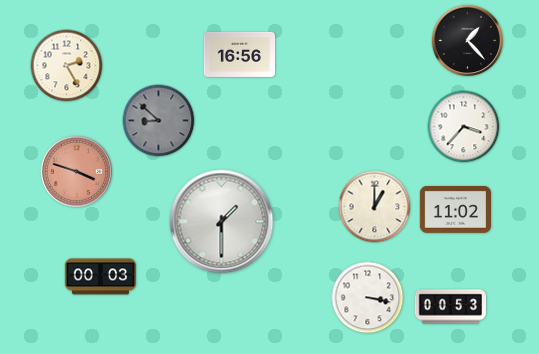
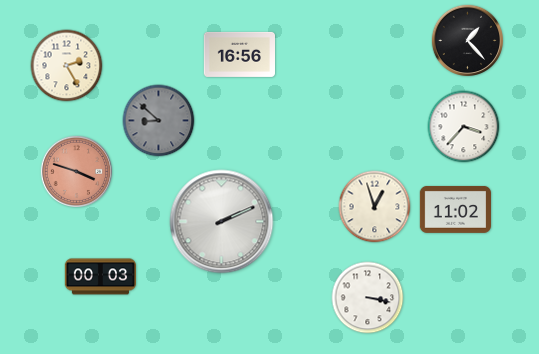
clock at (375, 207): 1:00 -> 12:57
clock at (222, 222): 1:30 -> 2:11
clock at (450, 307): 00:53 -> none
